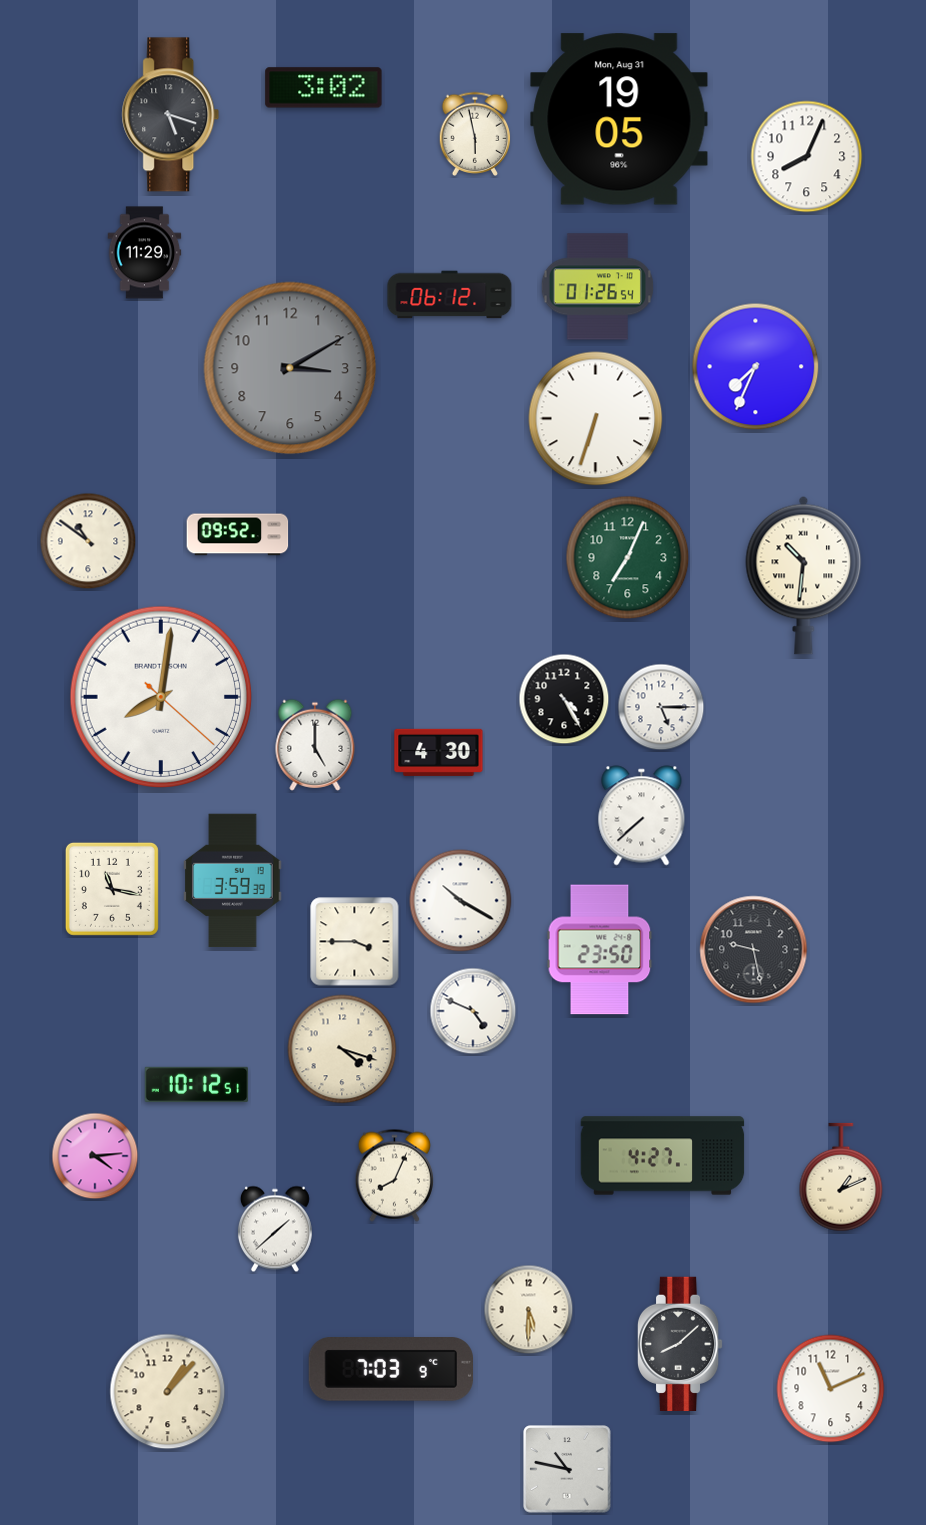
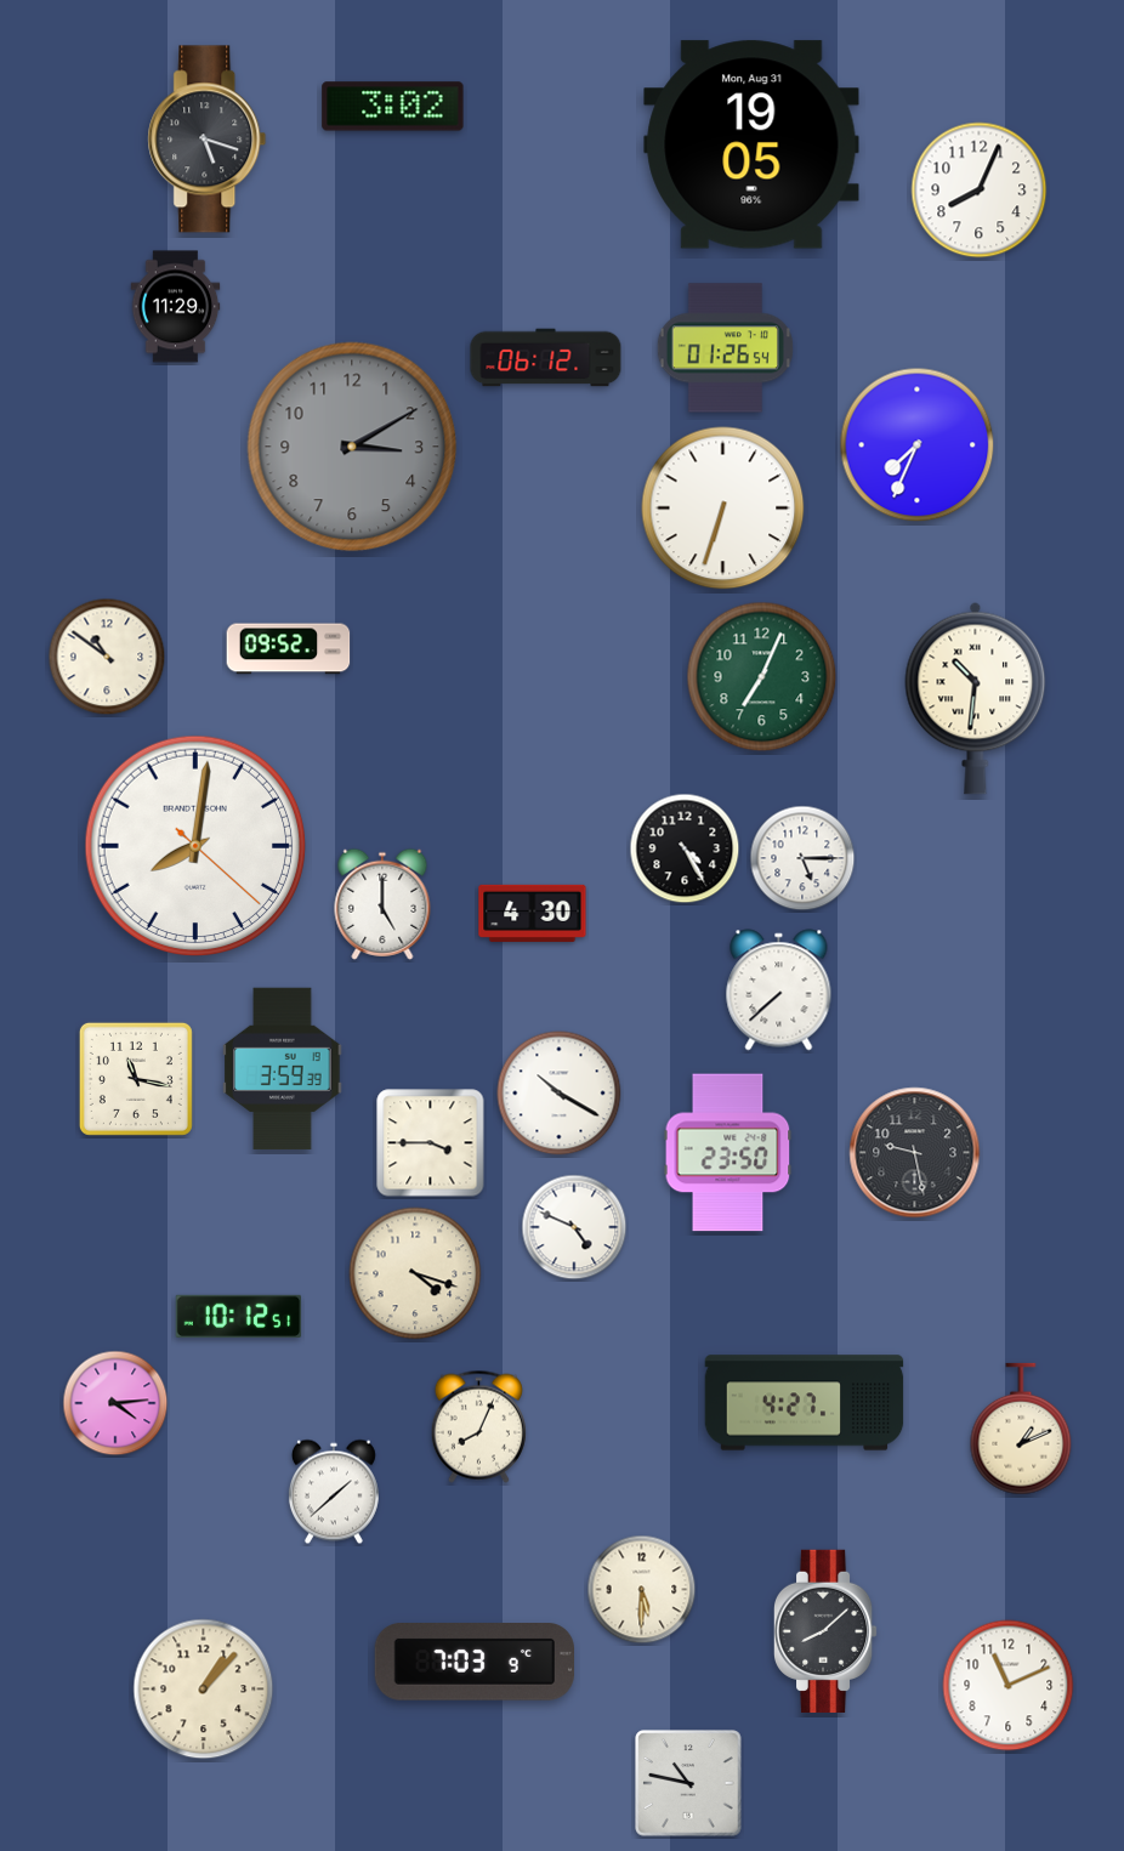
clock at (475, 133): 5:58 -> none
